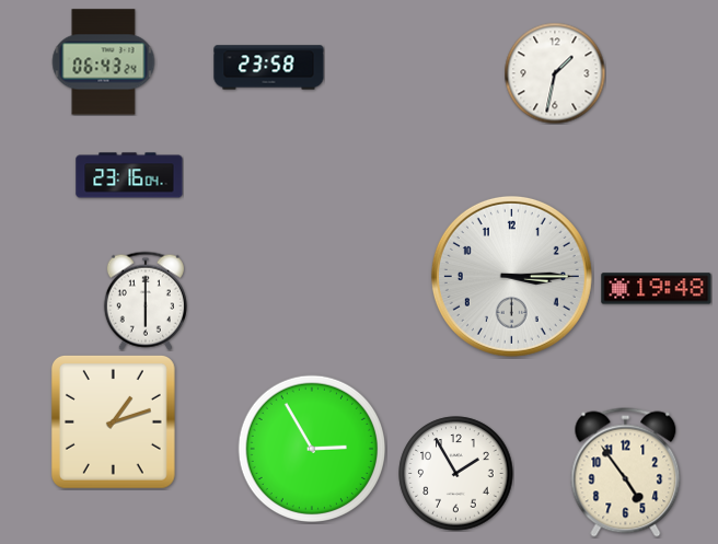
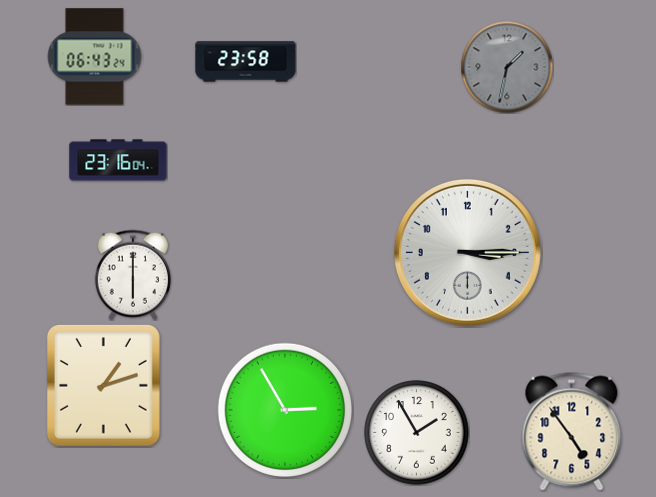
clock at (555, 73) dial: white -> grey
clock at (657, 289): 19:48 -> none
